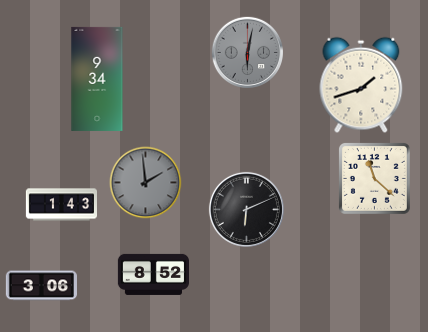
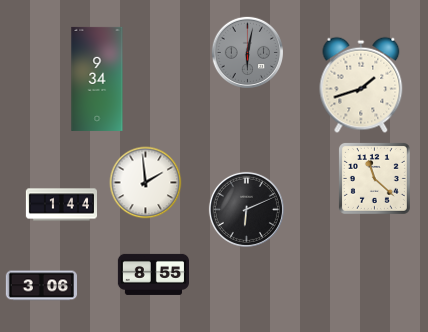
clock at (146, 183) dial: grey -> white
clock at (61, 205): 1:43 -> 1:44
clock at (153, 274): 8:52 -> 8:55
